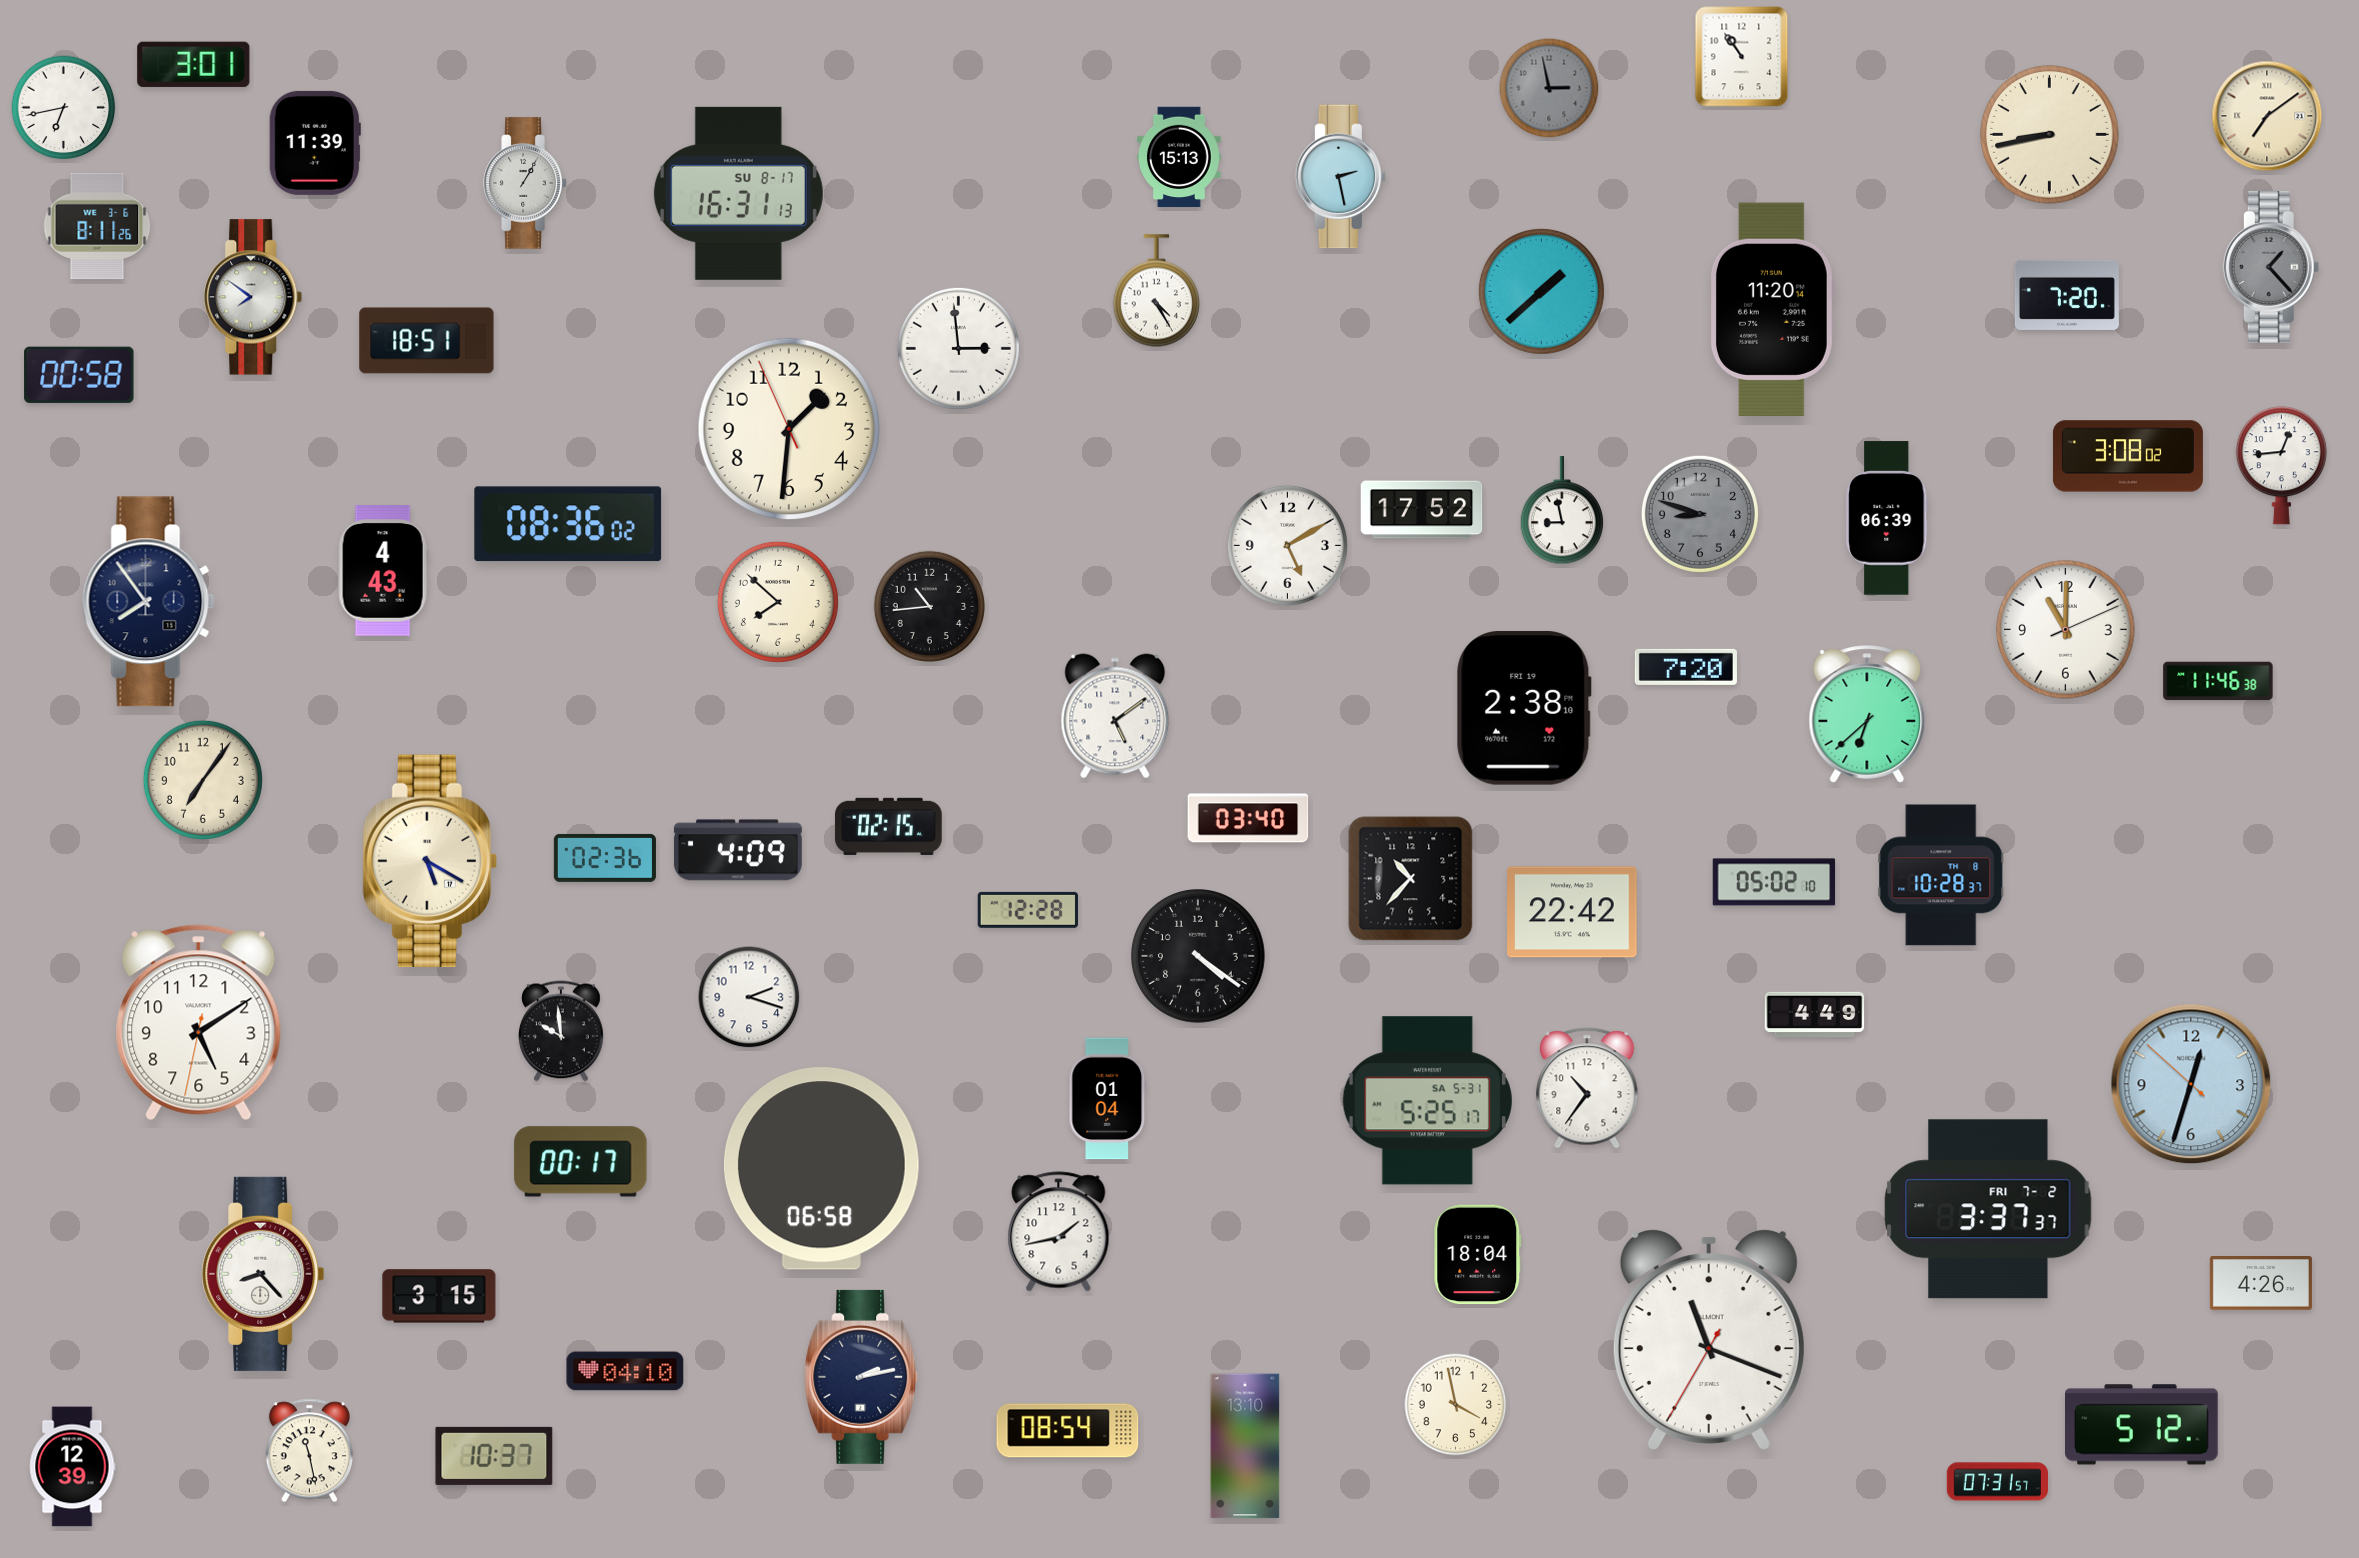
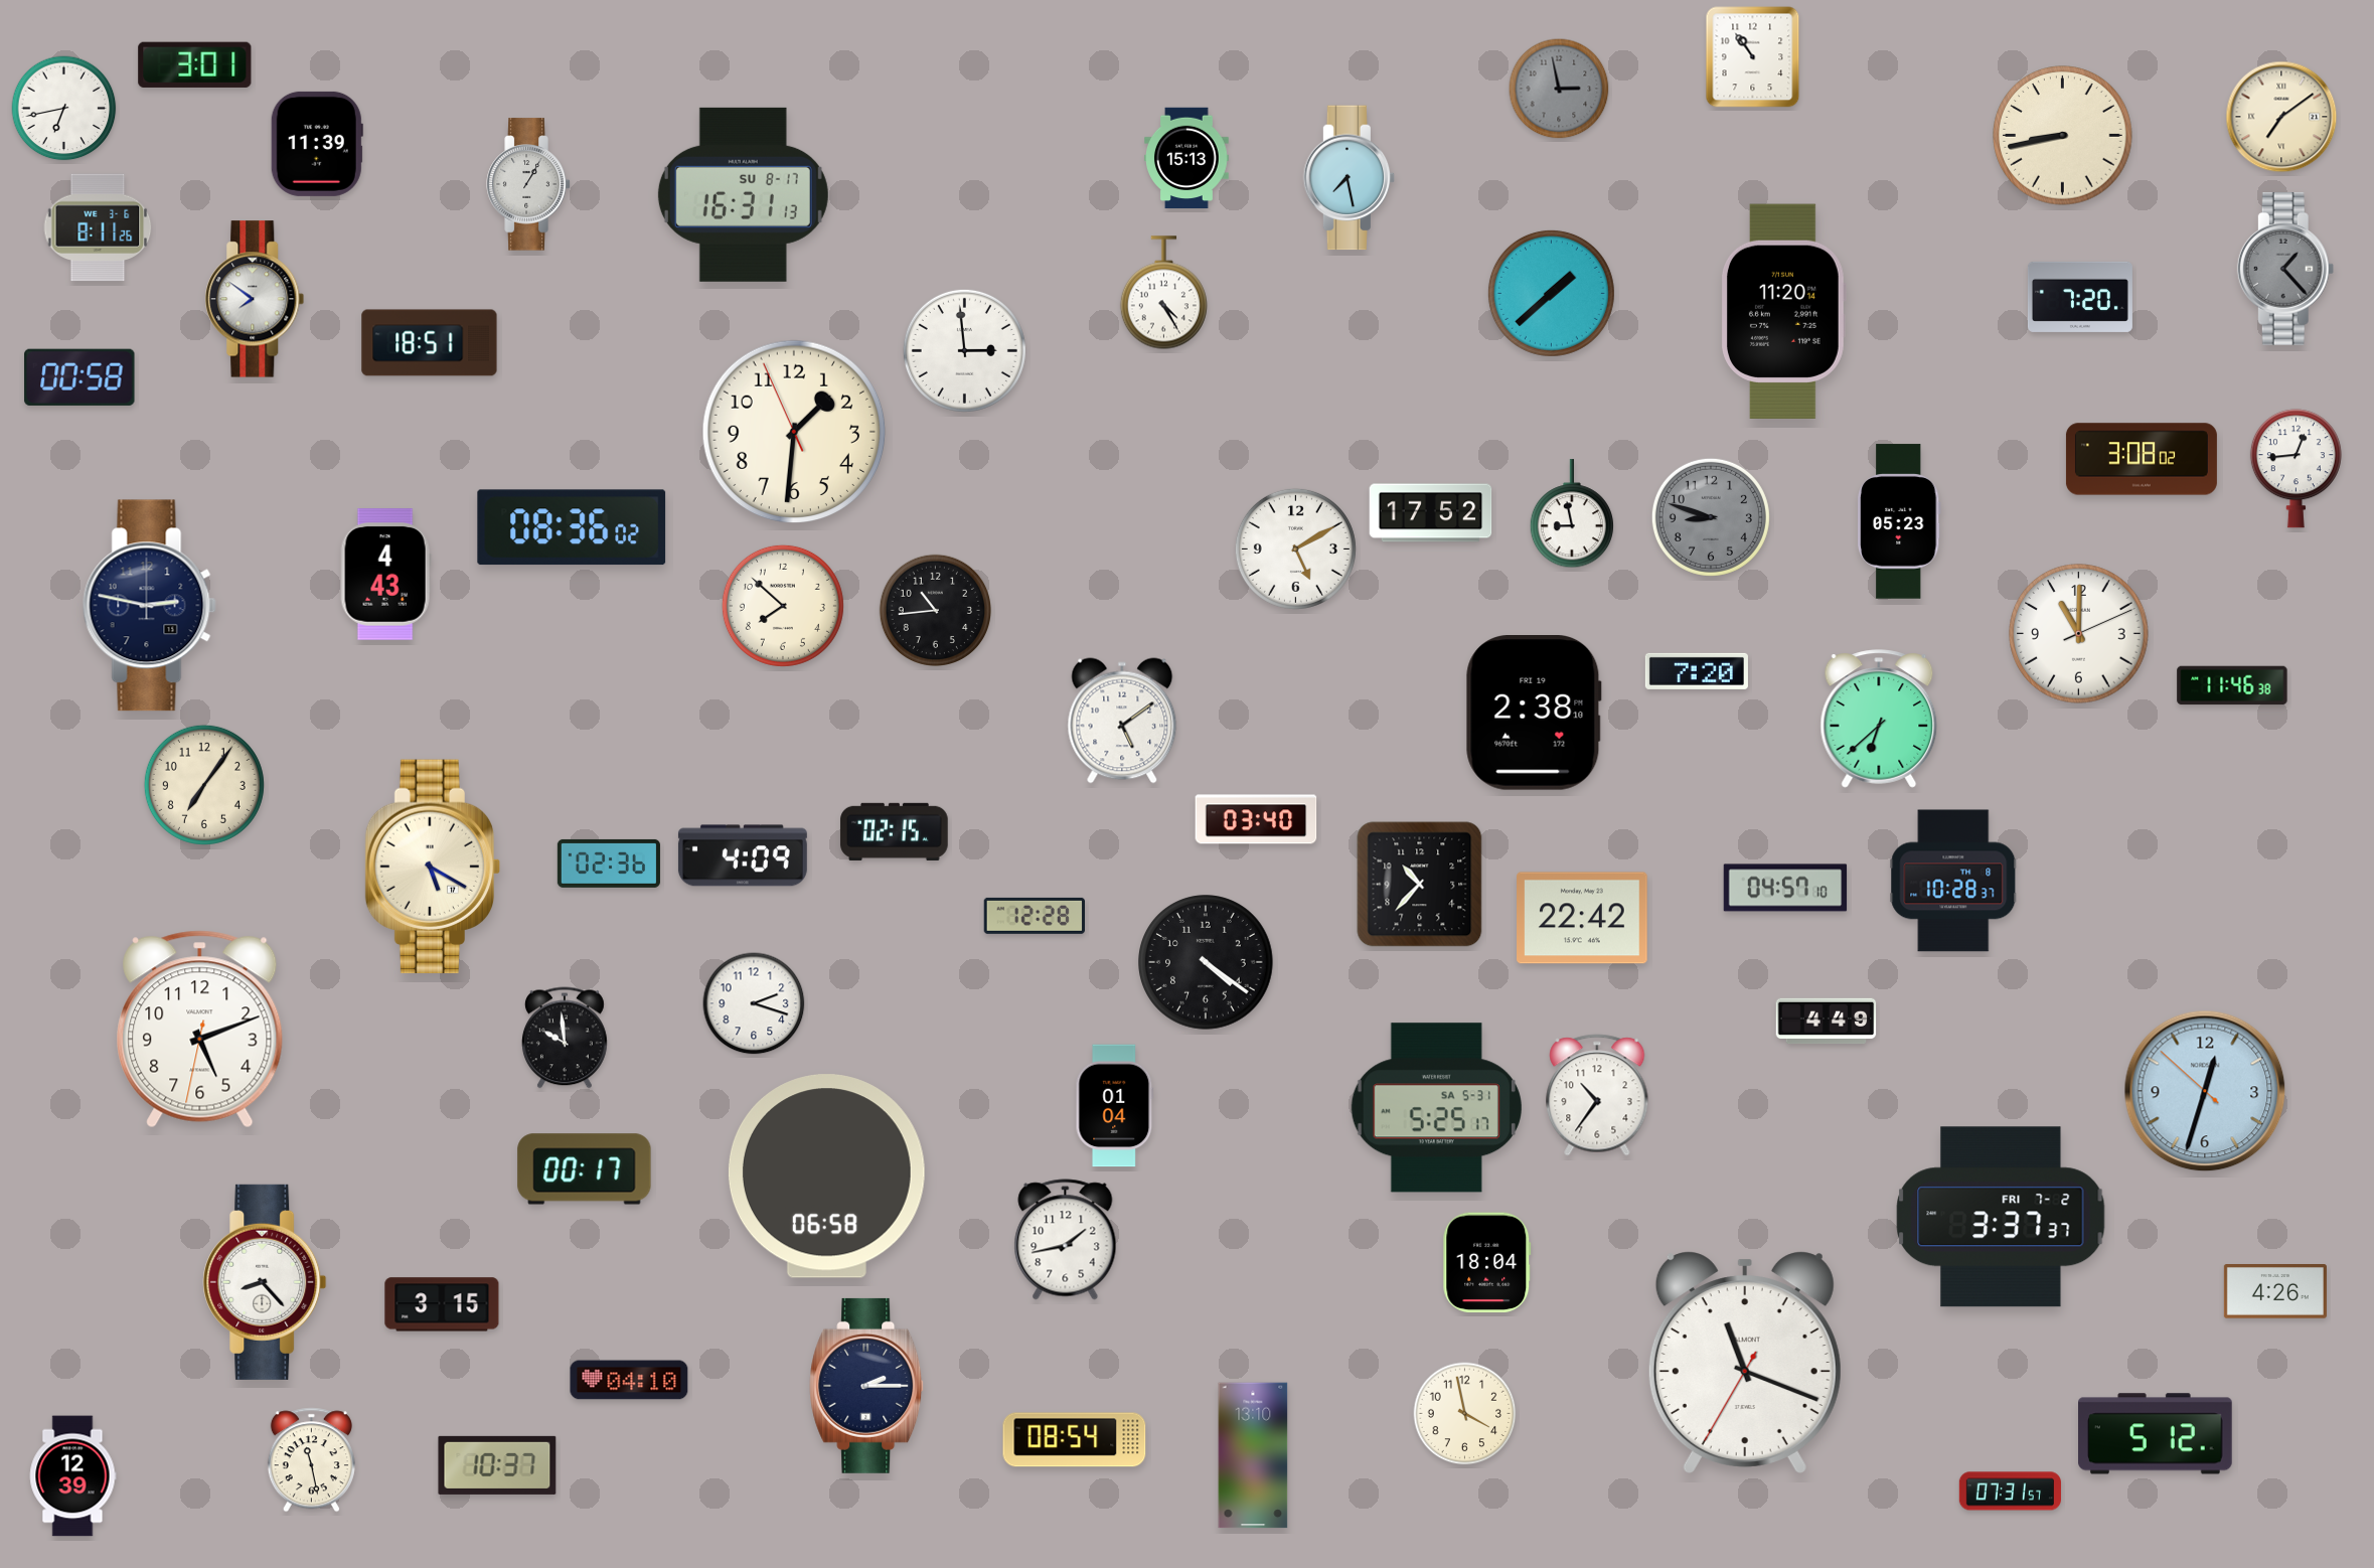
clock at (1341, 177): 2:28 -> 7:28
clock at (1887, 518): 06:39 -> 05:23
clock at (148, 602): 7:54 -> 2:47
clock at (1248, 818) position: (1248, 818) -> (1256, 819)
clock at (1774, 882): 05:02 -> 04:57
clock at (199, 1023): 5:09 -> 5:11
clock at (1709, 1340) position: (1709, 1340) -> (1745, 1363)
clock at (862, 1377): 2:13 -> 2:15
